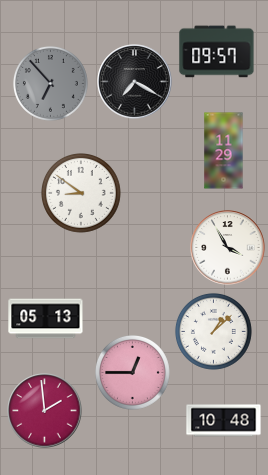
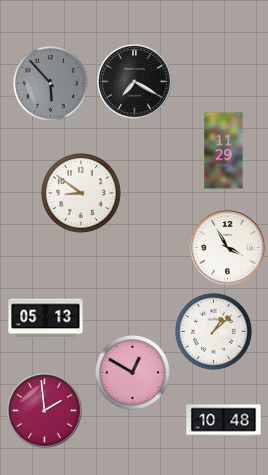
clock at (217, 52): 09:57 -> none
clock at (50, 83): 6:53 -> 5:53
clock at (132, 372): 12:45 -> 12:50
